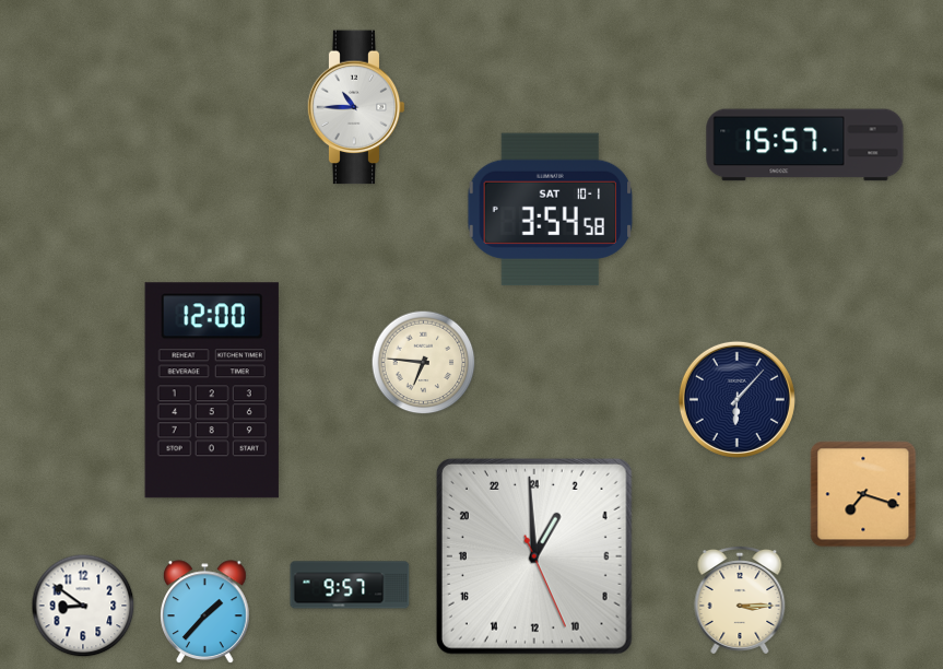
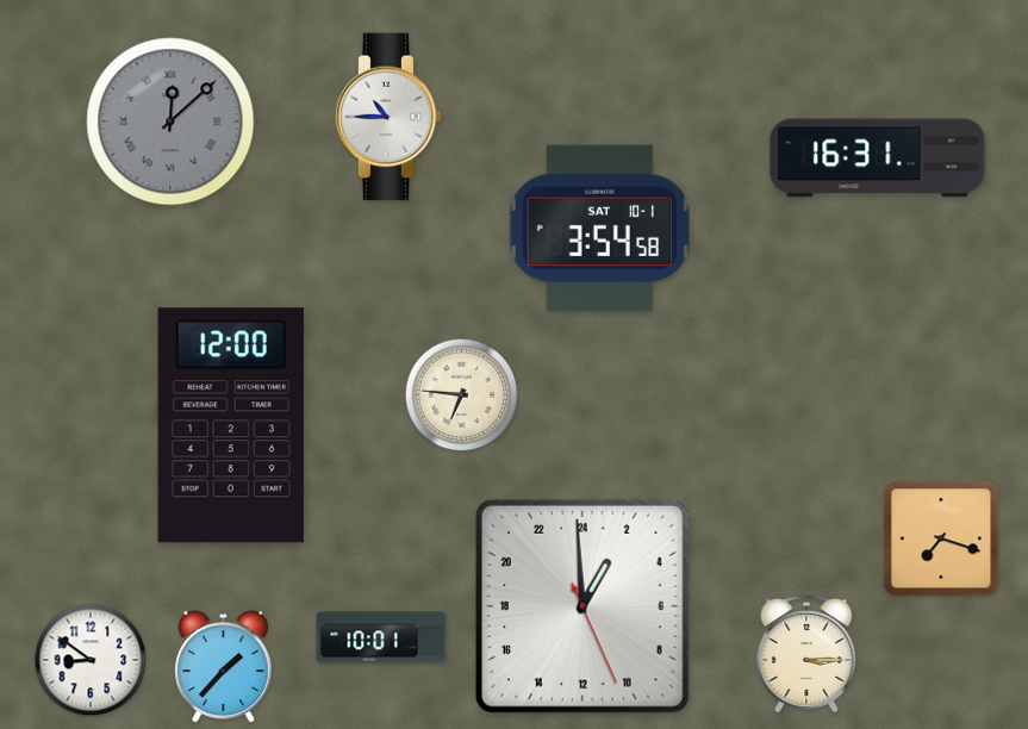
clock at (170, 121): none -> 12:08
clock at (805, 145): 15:57 -> 16:31
clock at (736, 399): 6:07 -> none
clock at (350, 585): 9:57 -> 10:01
